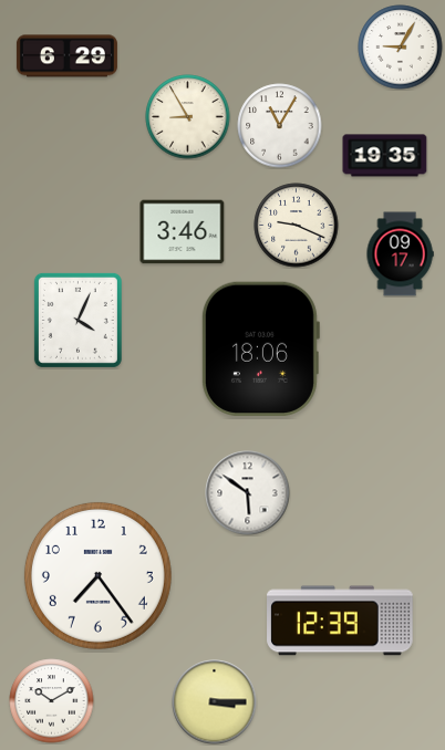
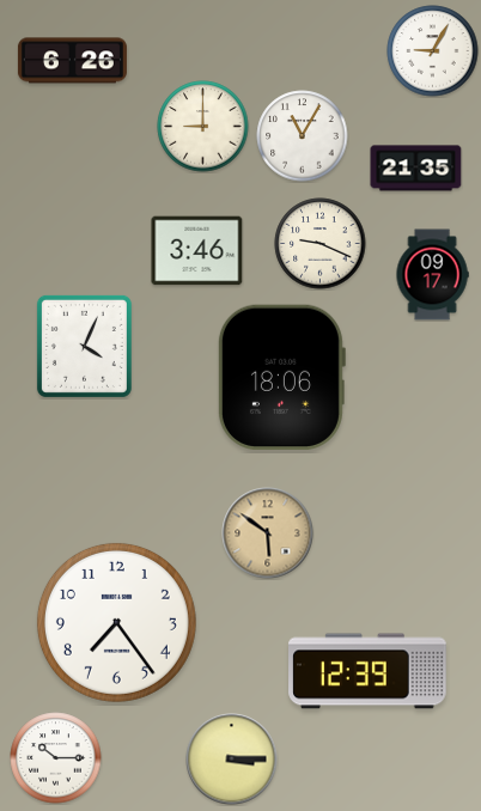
clock at (66, 56): 6:29 -> 6:26
clock at (188, 117): 8:55 -> 9:00
clock at (385, 156): 19:35 -> 21:35
clock at (248, 493) dial: white -> champagne
clock at (97, 575) position: (97, 575) -> (116, 622)
clock at (52, 701): 10:10 -> 10:15
